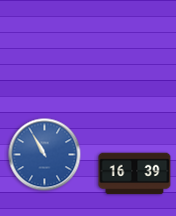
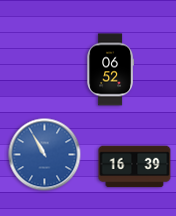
clock at (110, 70): none -> 06:52
clock at (135, 174) position: (135, 174) -> (135, 167)
